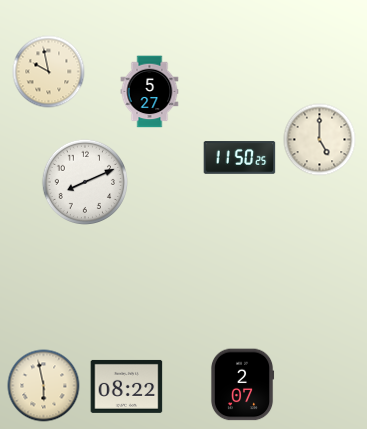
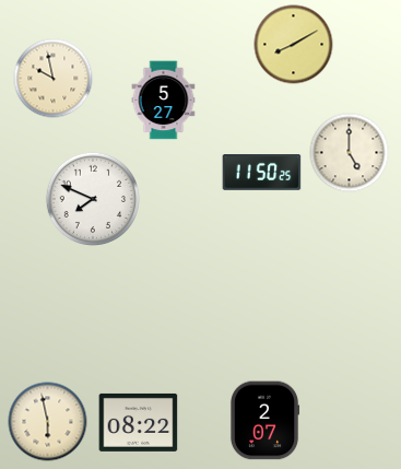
clock at (294, 45): none -> 8:10
clock at (84, 181): 8:11 -> 7:49
